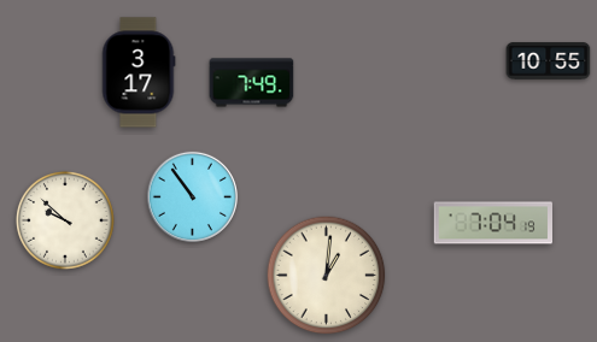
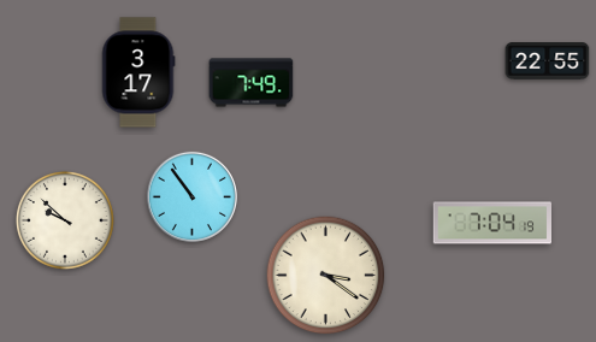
clock at (549, 61): 10:55 -> 22:55
clock at (327, 276): 1:01 -> 3:21
